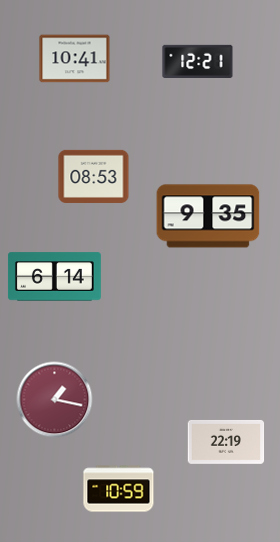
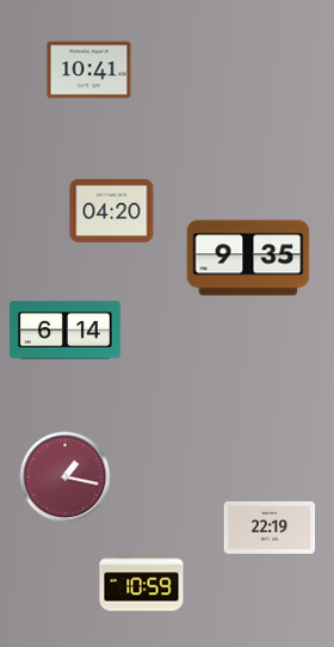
clock at (198, 61): 12:21 -> none
clock at (94, 176): 08:53 -> 04:20
